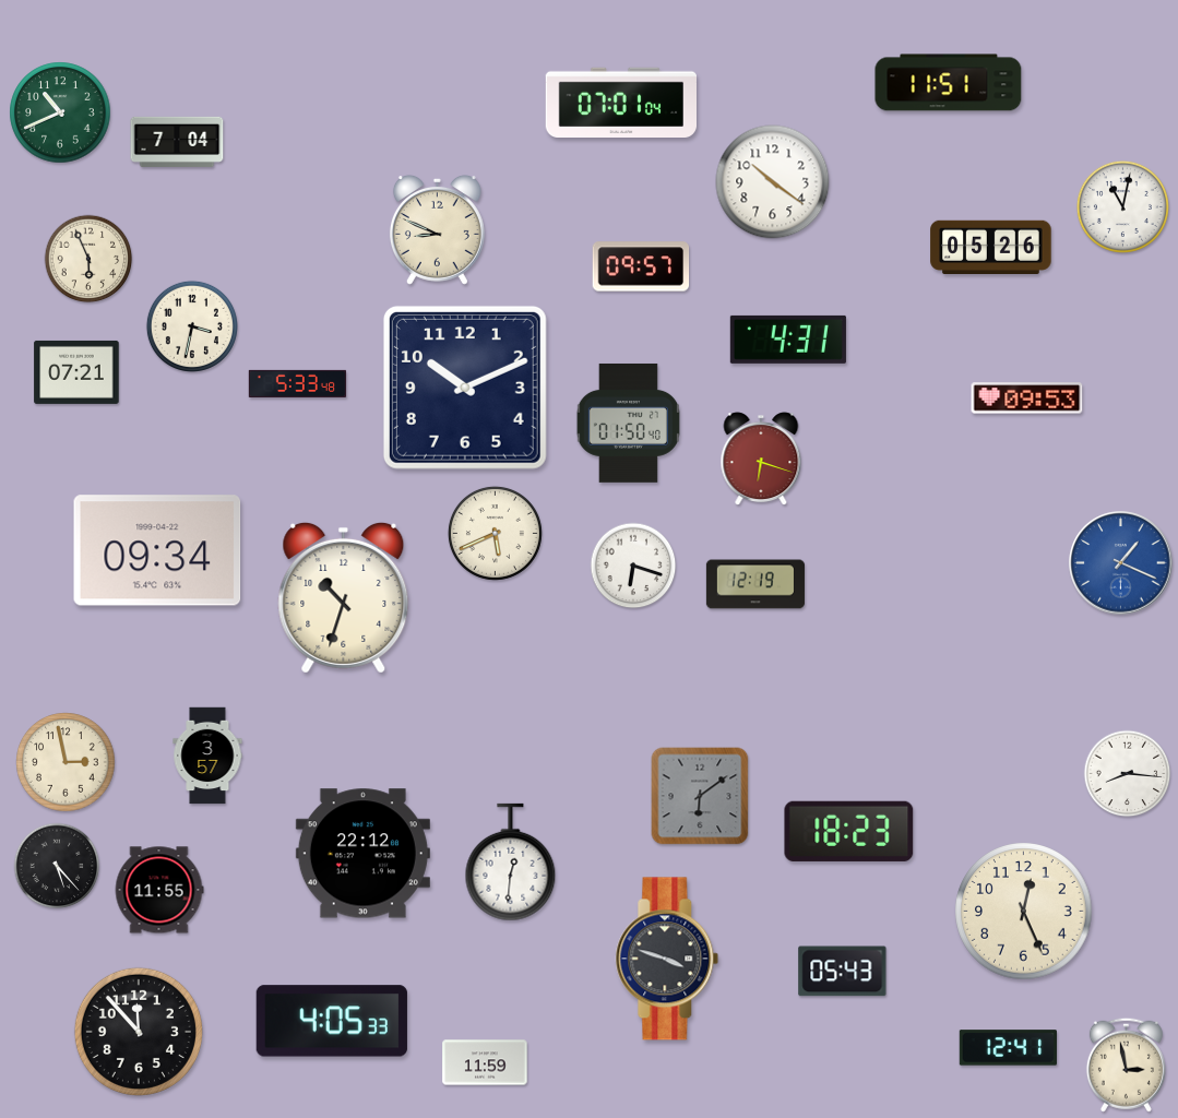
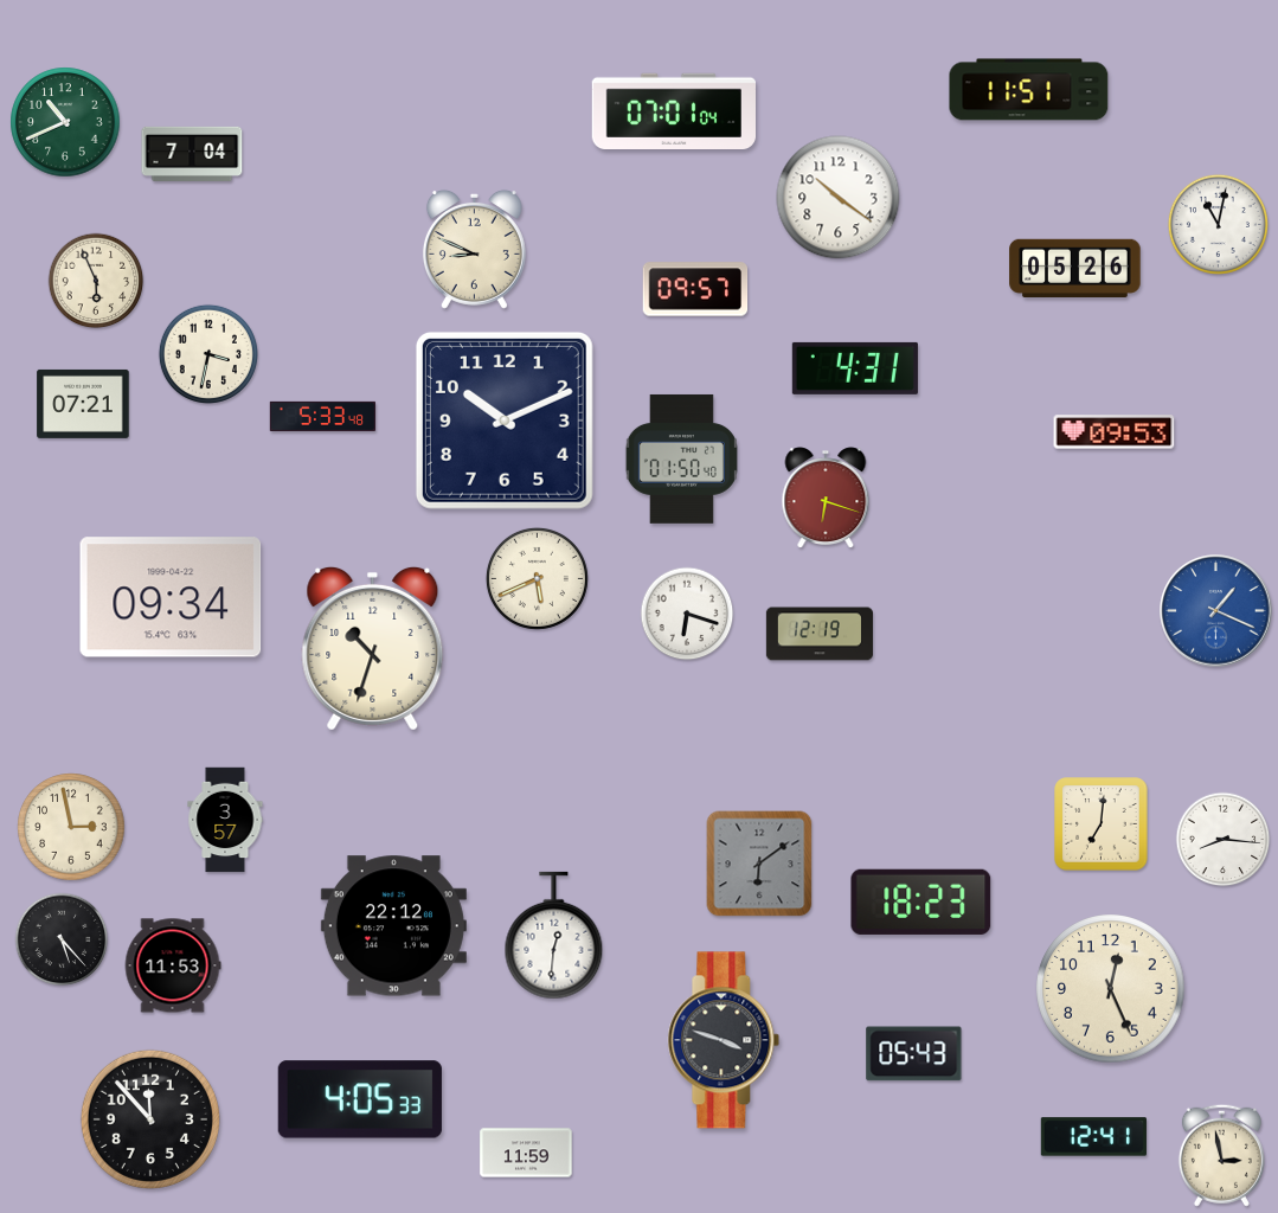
clock at (1102, 824): none -> 7:01
clock at (159, 890): 11:55 -> 11:53
clock at (332, 1021) position: (332, 1021) -> (360, 1099)
